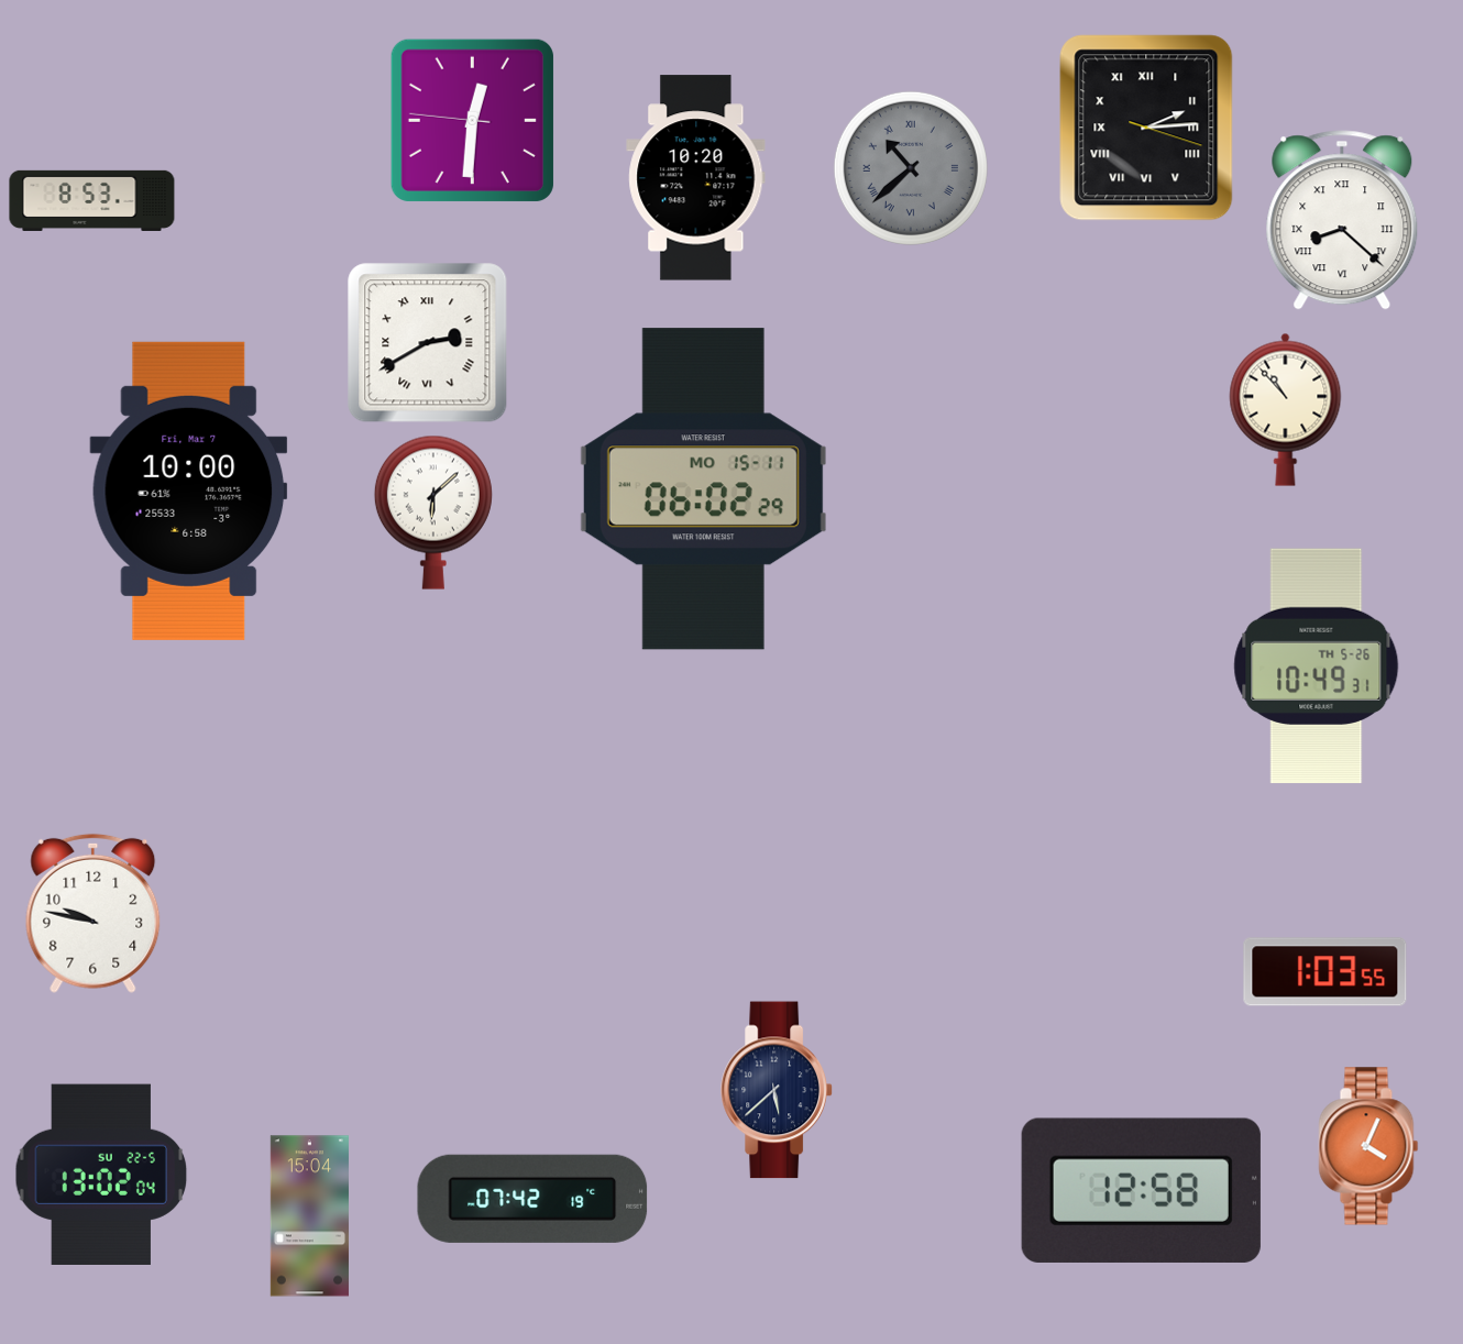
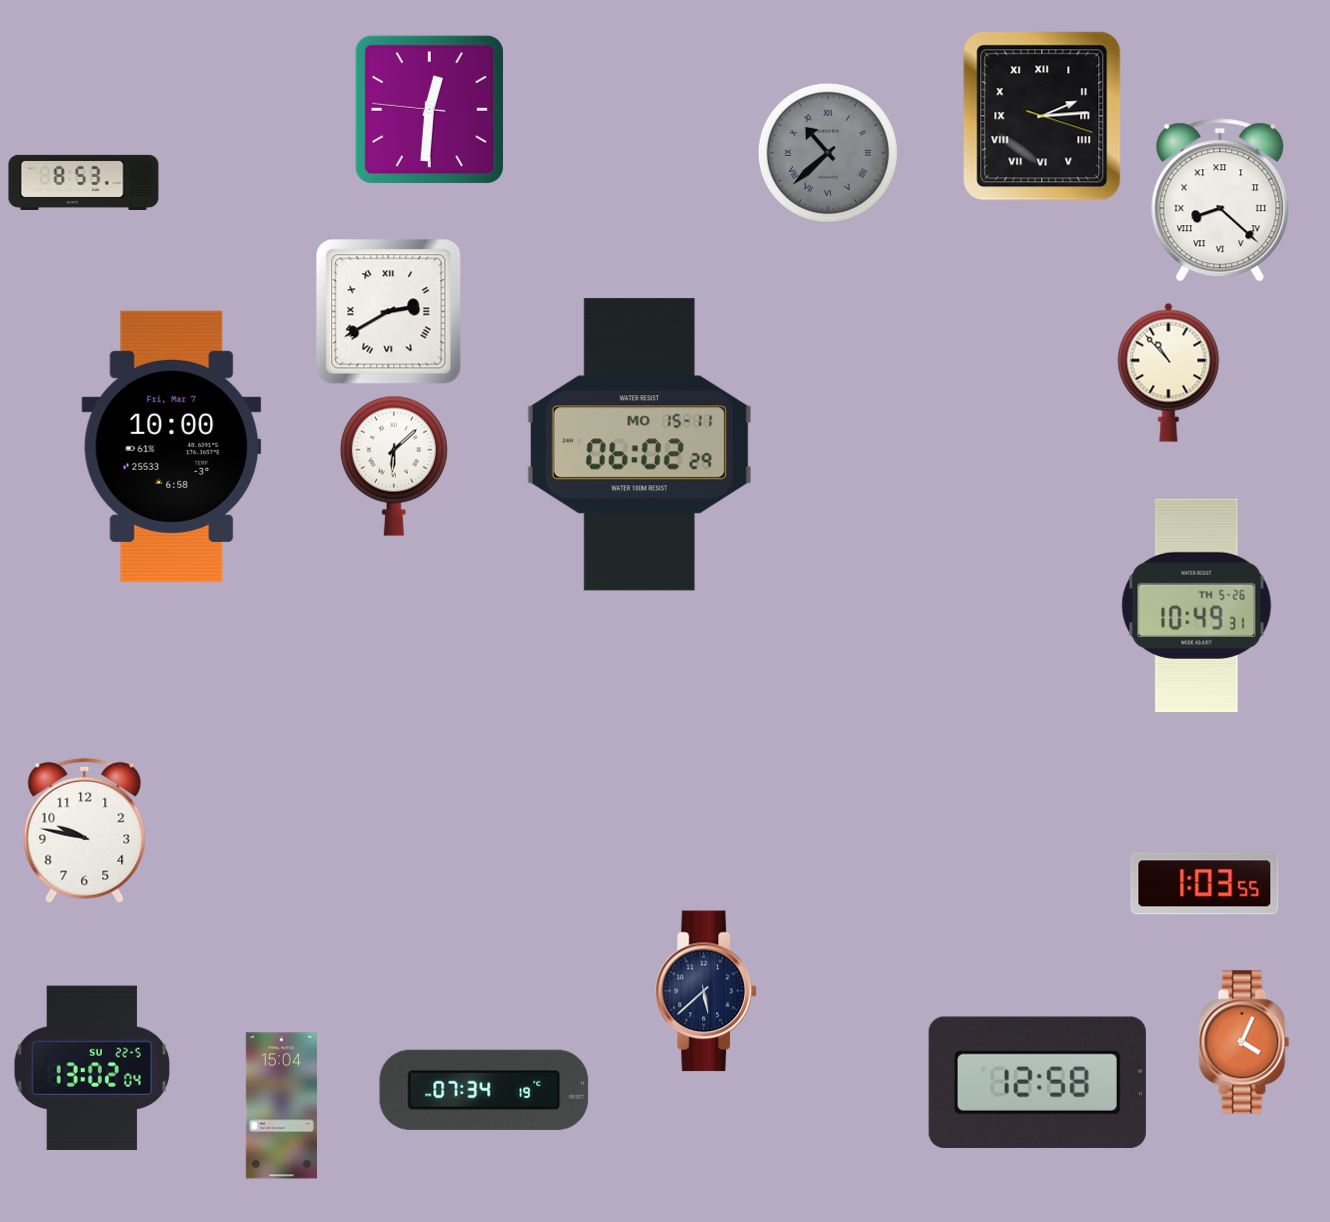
clock at (696, 178): 10:20 -> none
clock at (532, 1199): 07:42 -> 07:34
